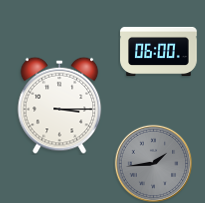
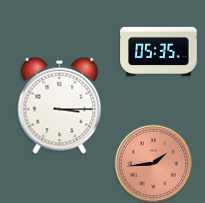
clock at (159, 51): 06:00 -> 05:35
clock at (153, 163) dial: grey -> salmon
